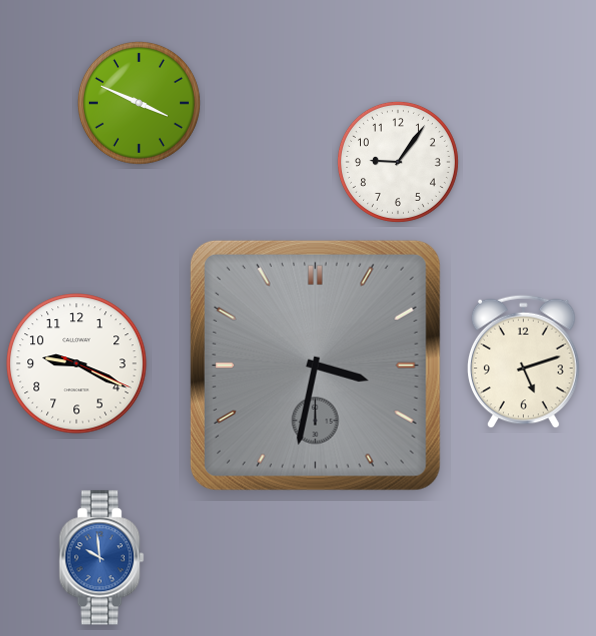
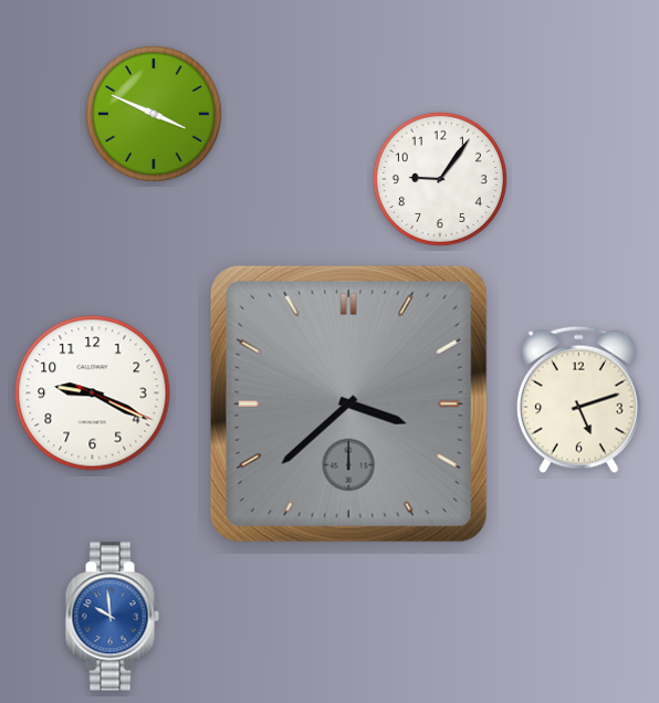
clock at (77, 364) position: (77, 364) -> (93, 394)
clock at (315, 365): 3:32 -> 3:38
